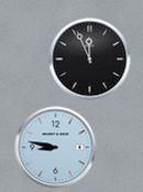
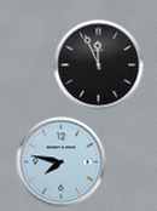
clock at (56, 148): 8:47 -> 7:47
